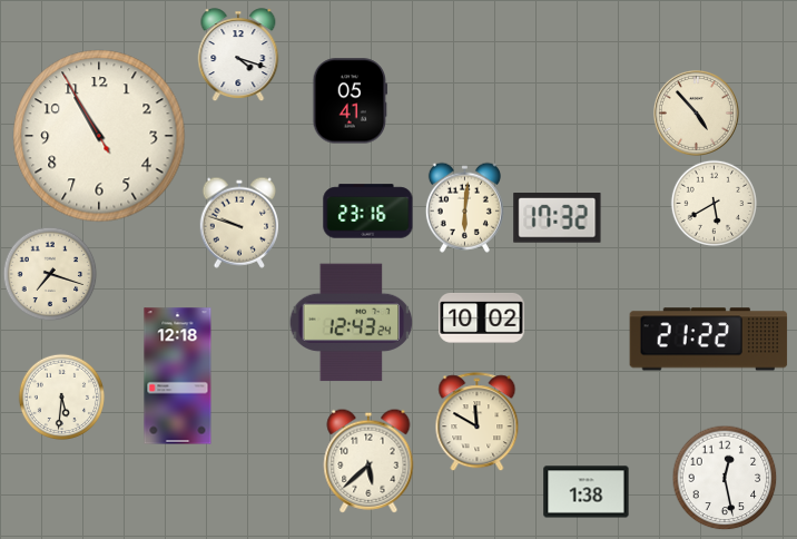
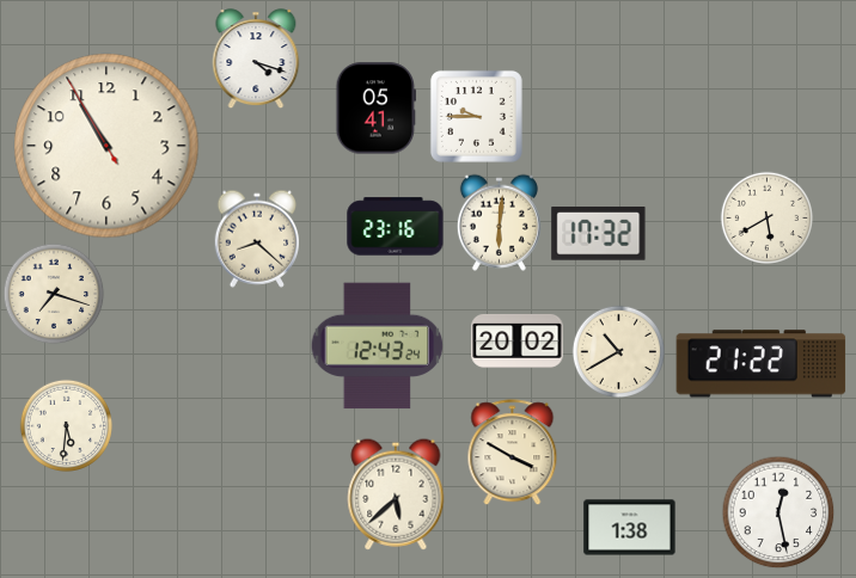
clock at (476, 116): none -> 9:45
clock at (696, 112): 4:53 -> none
clock at (239, 223): 9:48 -> 8:22
clock at (482, 317): 10:02 -> 20:02
clock at (618, 351): none -> 10:40
clock at (178, 376): 12:18 -> none
clock at (478, 422): 11:50 -> 3:50
